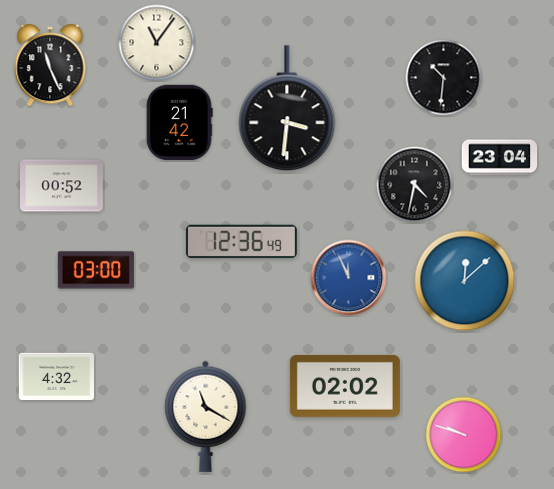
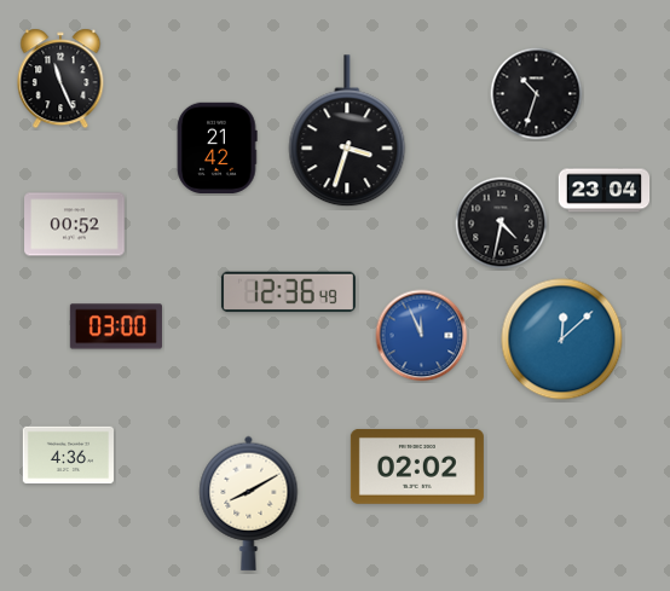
clock at (157, 43): 11:06 -> none
clock at (444, 78): 10:31 -> 10:33
clock at (287, 109): 3:31 -> 3:33
clock at (241, 242) position: (241, 242) -> (288, 292)
clock at (57, 377): 4:32 -> 4:36
clock at (206, 416): 11:20 -> 8:10
clock at (464, 435): 9:48 -> none
